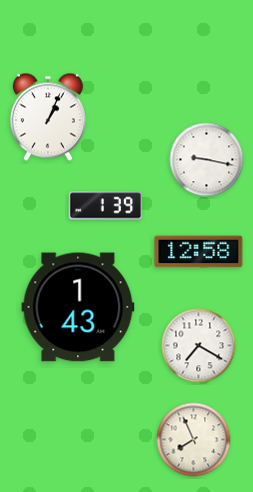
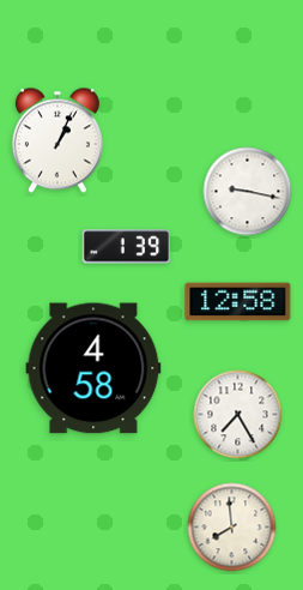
clock at (78, 307): 1:43 -> 4:58
clock at (199, 346): 7:20 -> 7:25
clock at (194, 440): 7:56 -> 7:59
